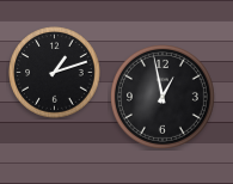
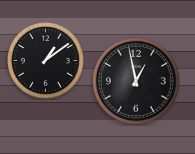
clock at (55, 73): 1:12 -> 1:09
